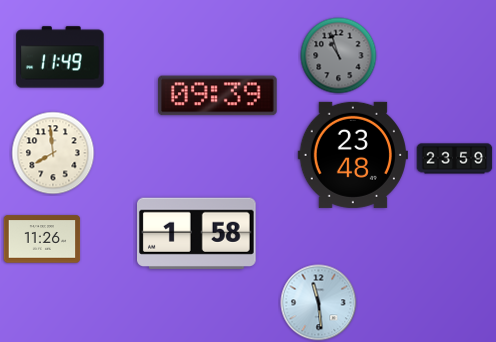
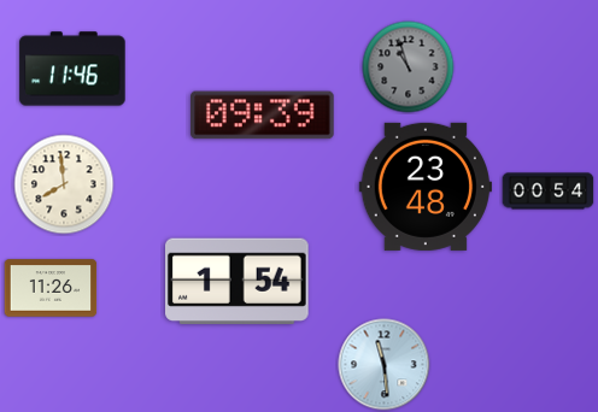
clock at (60, 57): 11:49 -> 11:46
clock at (455, 159): 23:59 -> 00:54
clock at (197, 233): 1:58 -> 1:54
